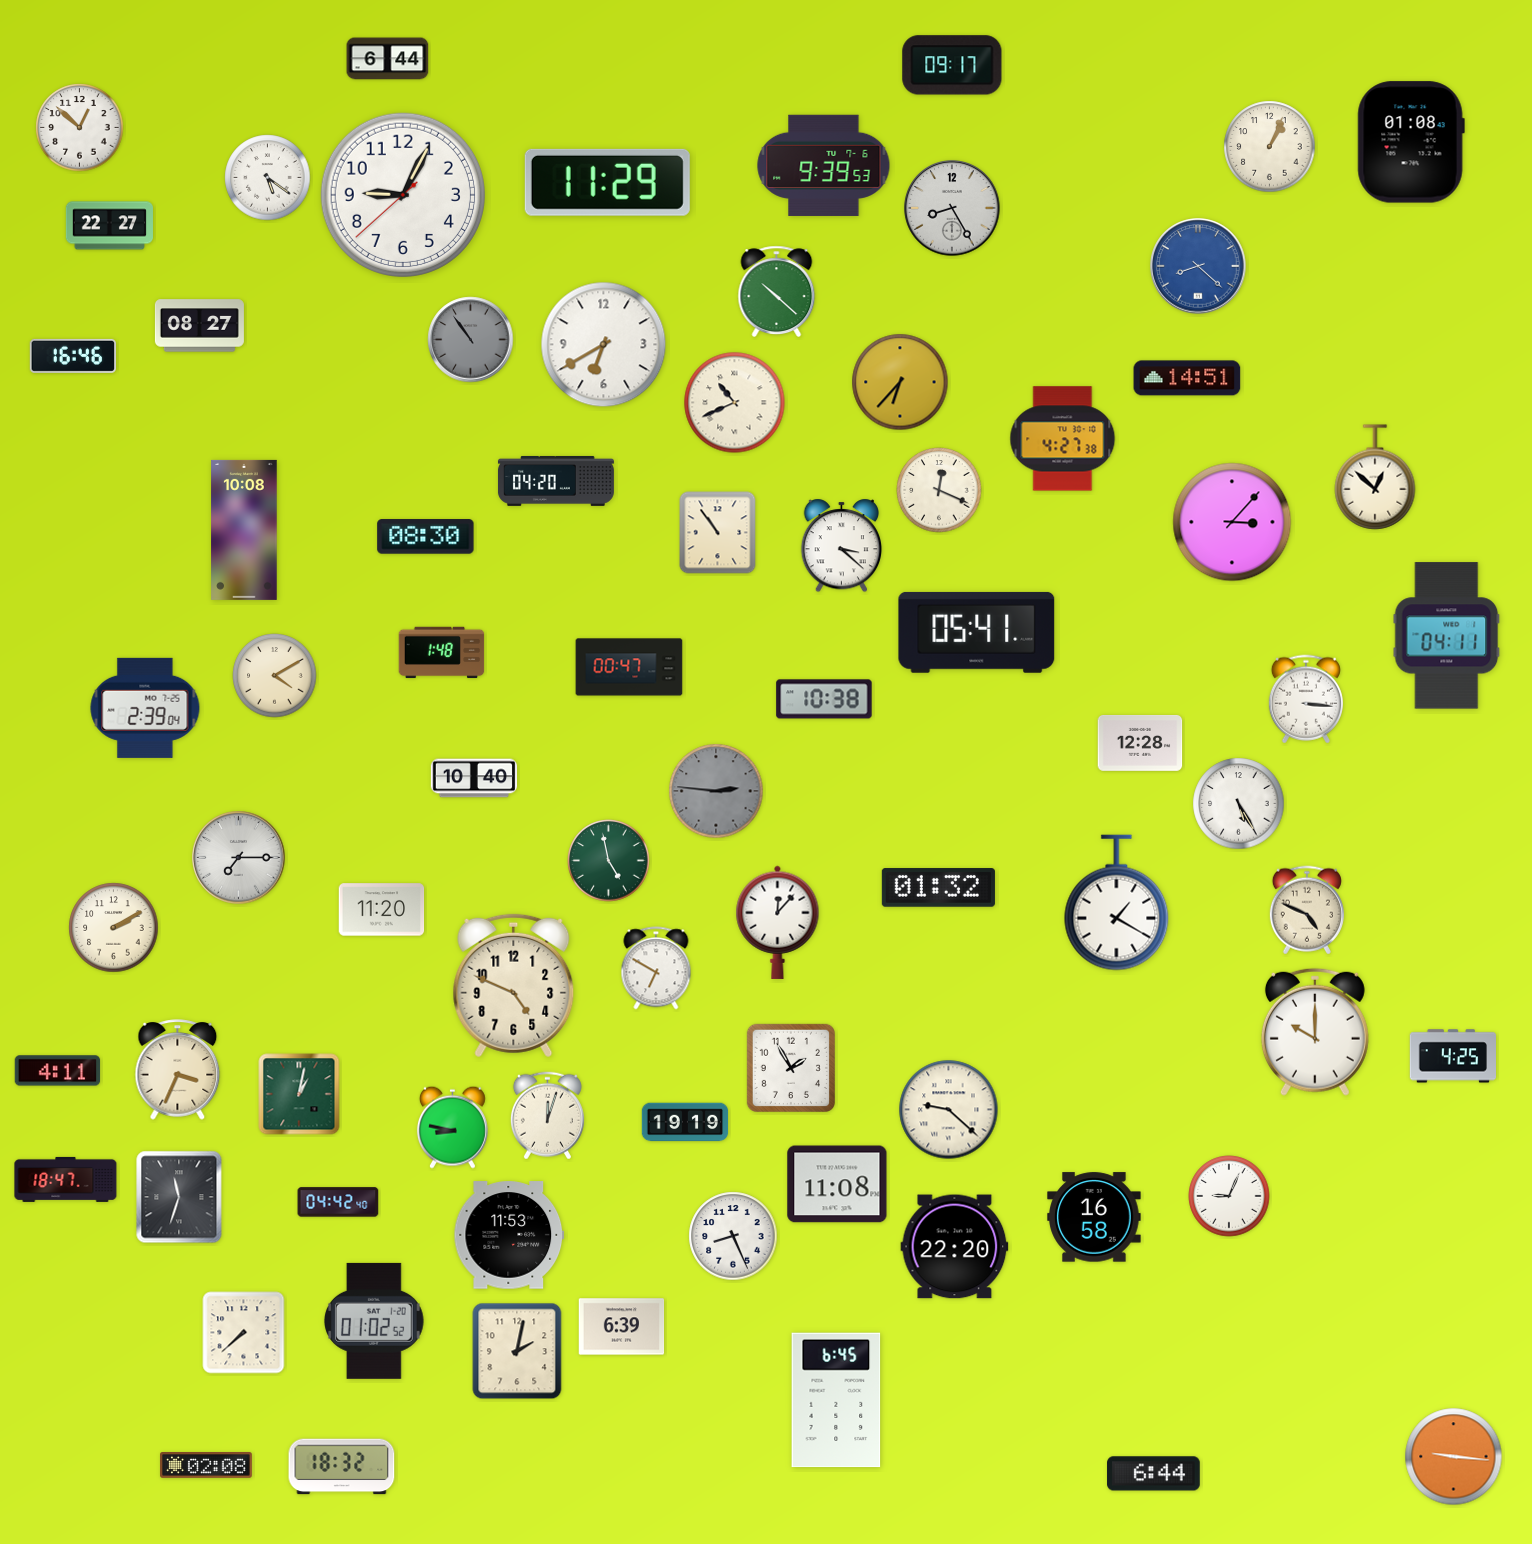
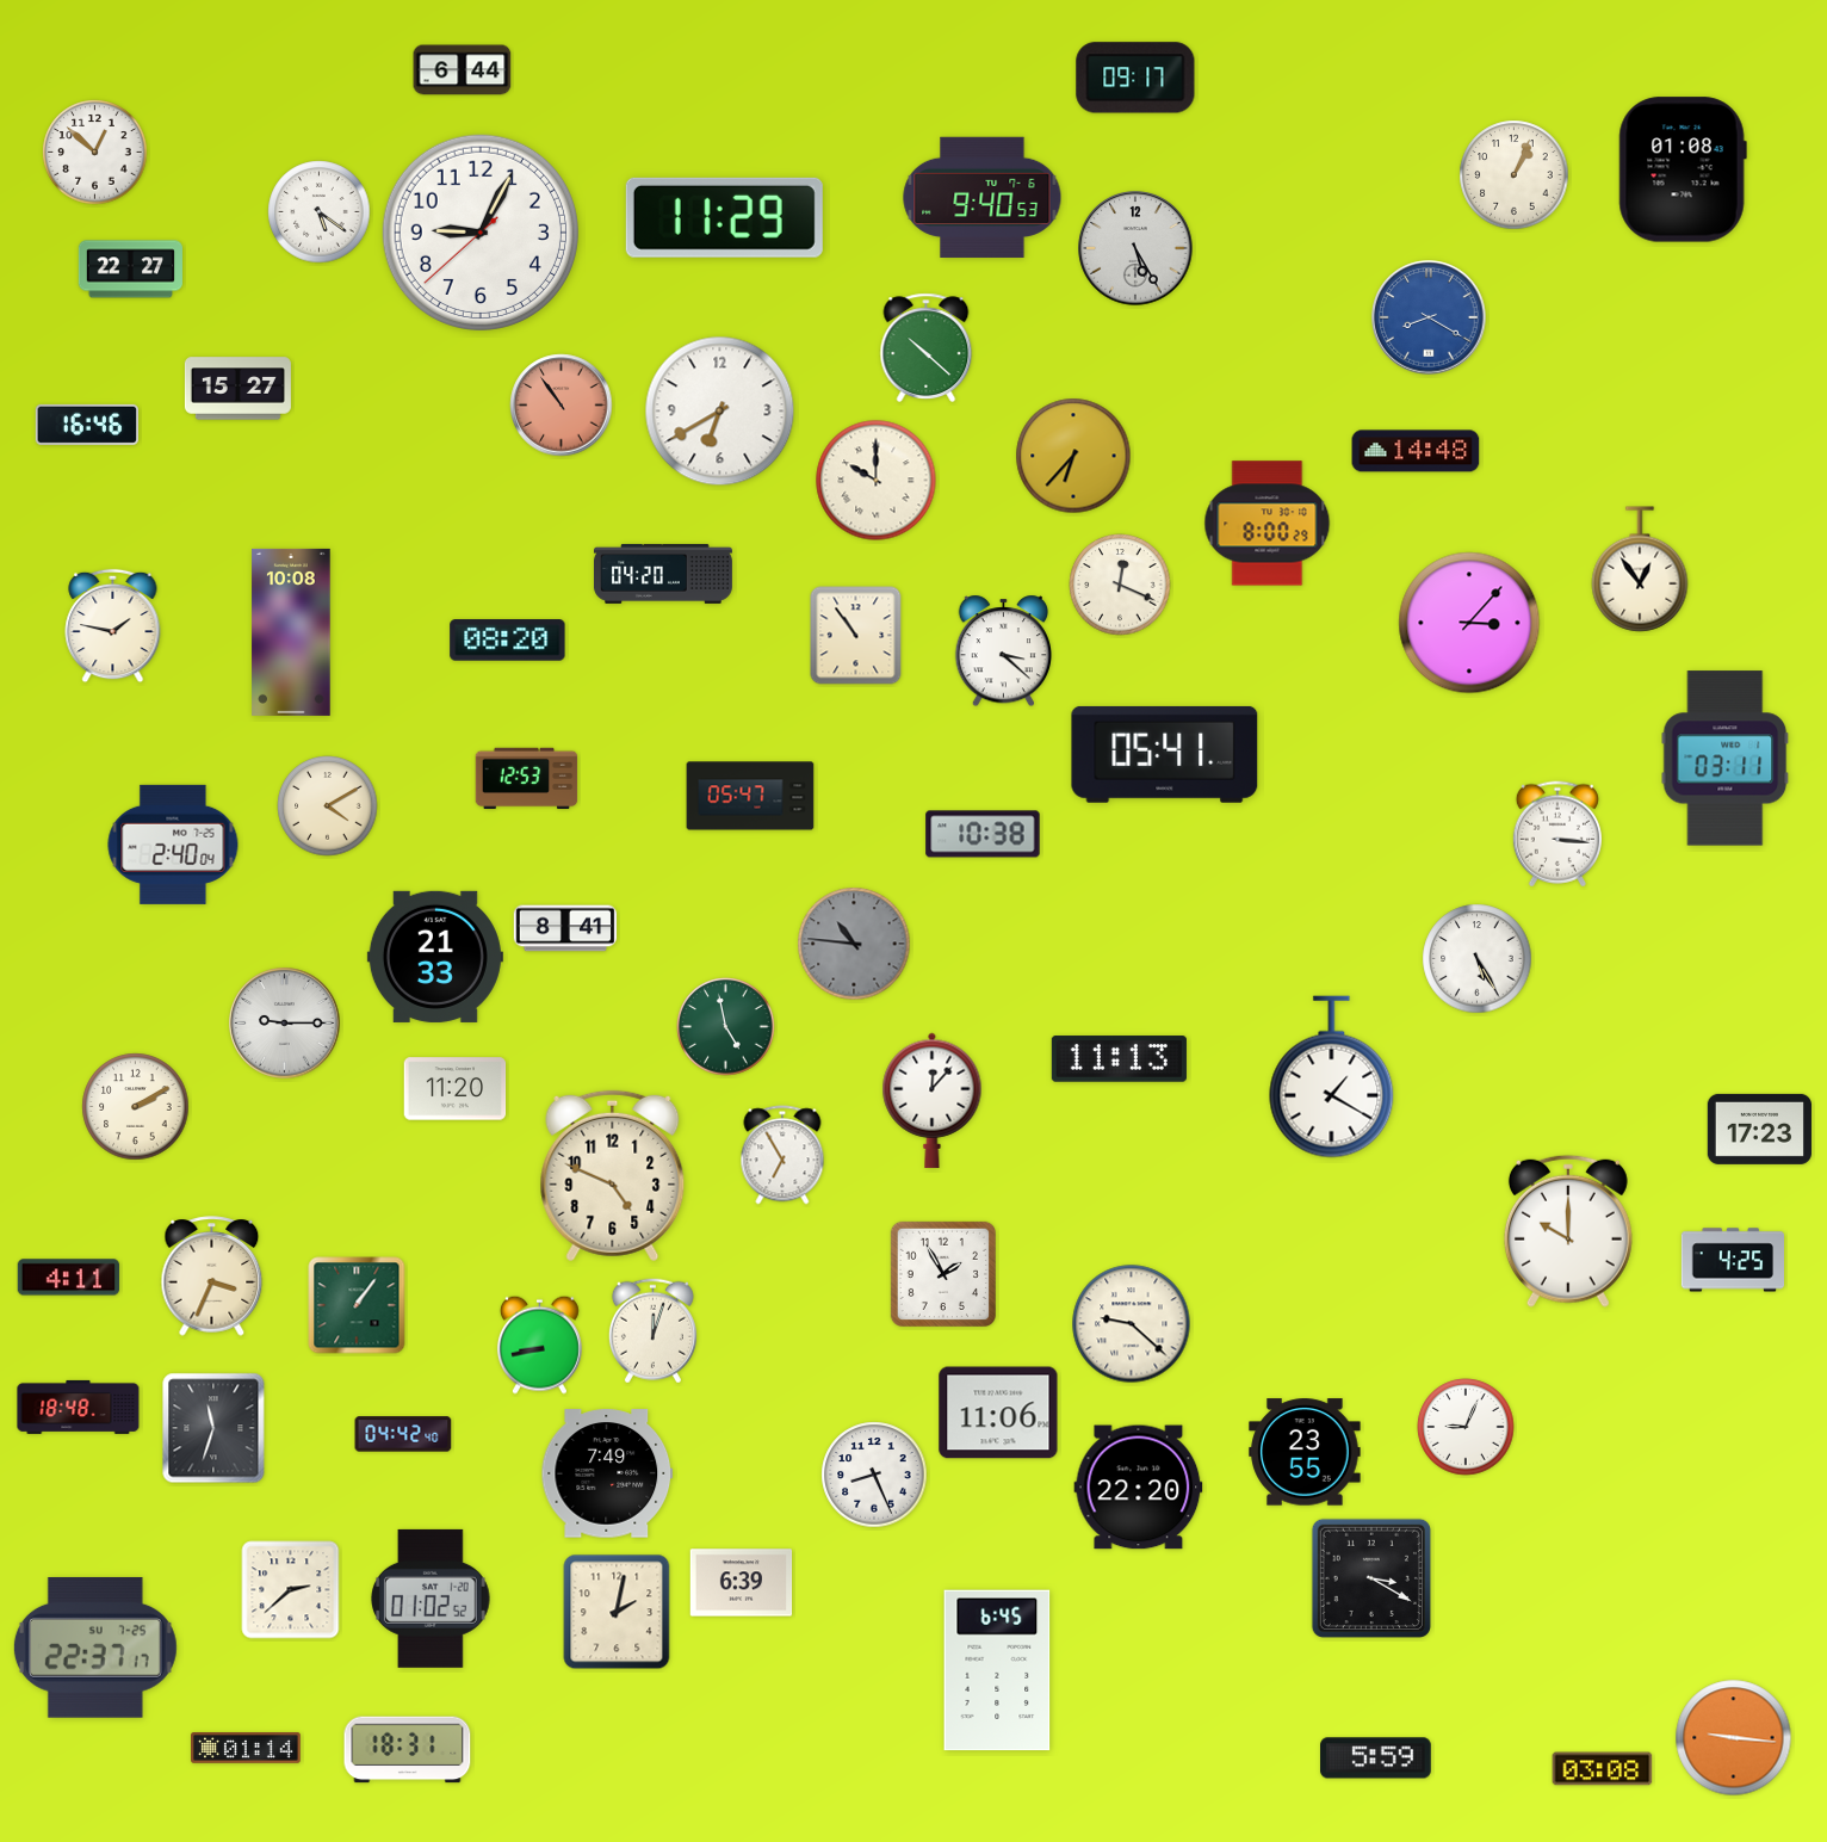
clock at (824, 165): 9:39 -> 9:40
clock at (952, 208): 8:25 -> 5:25
clock at (1198, 266): 8:22 -> 8:20
clock at (199, 326): 08:27 -> 15:27
clock at (471, 340) dial: grey -> salmon
clock at (1187, 378): 14:51 -> 14:48
clock at (735, 403): 10:41 -> 10:00
clock at (1063, 439): 4:27 -> 8:00
clock at (1375, 477): 12:52 -> 12:54
clock at (113, 626): none -> 1:47
clock at (426, 537): 08:30 -> 08:20
clock at (1447, 636): 04:11 -> 03:11
clock at (442, 653): 1:48 -> 12:53
clock at (629, 667): 00:47 -> 05:47
clock at (145, 708): 2:39 -> 2:40
clock at (1140, 743): 12:28 -> none
clock at (474, 778): 10:40 -> 8:41
clock at (716, 791): 2:46 -> 10:46
clock at (435, 957): none -> 21:33
clock at (239, 858): 7:15 -> 9:15
clock at (938, 888): 01:32 -> 11:13
clock at (382, 910) position: (382, 910) -> (456, 1089)
clock at (1307, 910): 4:49 -> none
clock at (778, 922) position: (778, 922) -> (933, 1100)
clock at (1759, 1129): none -> 17:23
clock at (656, 968): 6:50 -> 6:55
clock at (299, 1094): 1:02 -> 1:06
clock at (685, 1122): 19:19 -> none
clock at (452, 1127): 8:47 -> 8:43
clock at (66, 1179): 18:47 -> 18:48
clock at (837, 1184): 11:08 -> 11:06
clock at (1094, 1217): 16:58 -> 23:55
clock at (509, 1235): 11:53 -> 7:49
clock at (374, 1321) position: (374, 1321) -> (431, 1599)
clock at (1371, 1578): none -> 3:20
clock at (244, 1333): 7:38 -> 2:38
clock at (95, 1648): none -> 22:37
clock at (207, 1466): 02:08 -> 01:14
clock at (342, 1467): 18:32 -> 18:31
clock at (1154, 1474): 6:44 -> 5:59
clock at (1603, 1769): none -> 03:08
